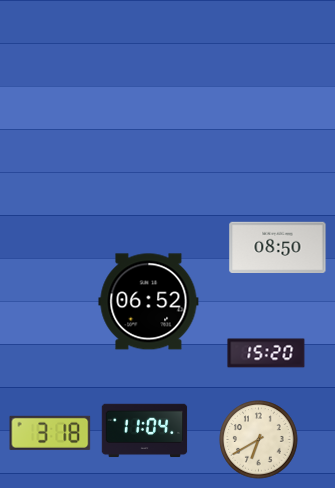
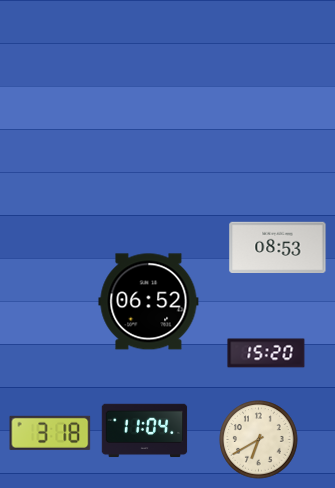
clock at (278, 247): 08:50 -> 08:53
